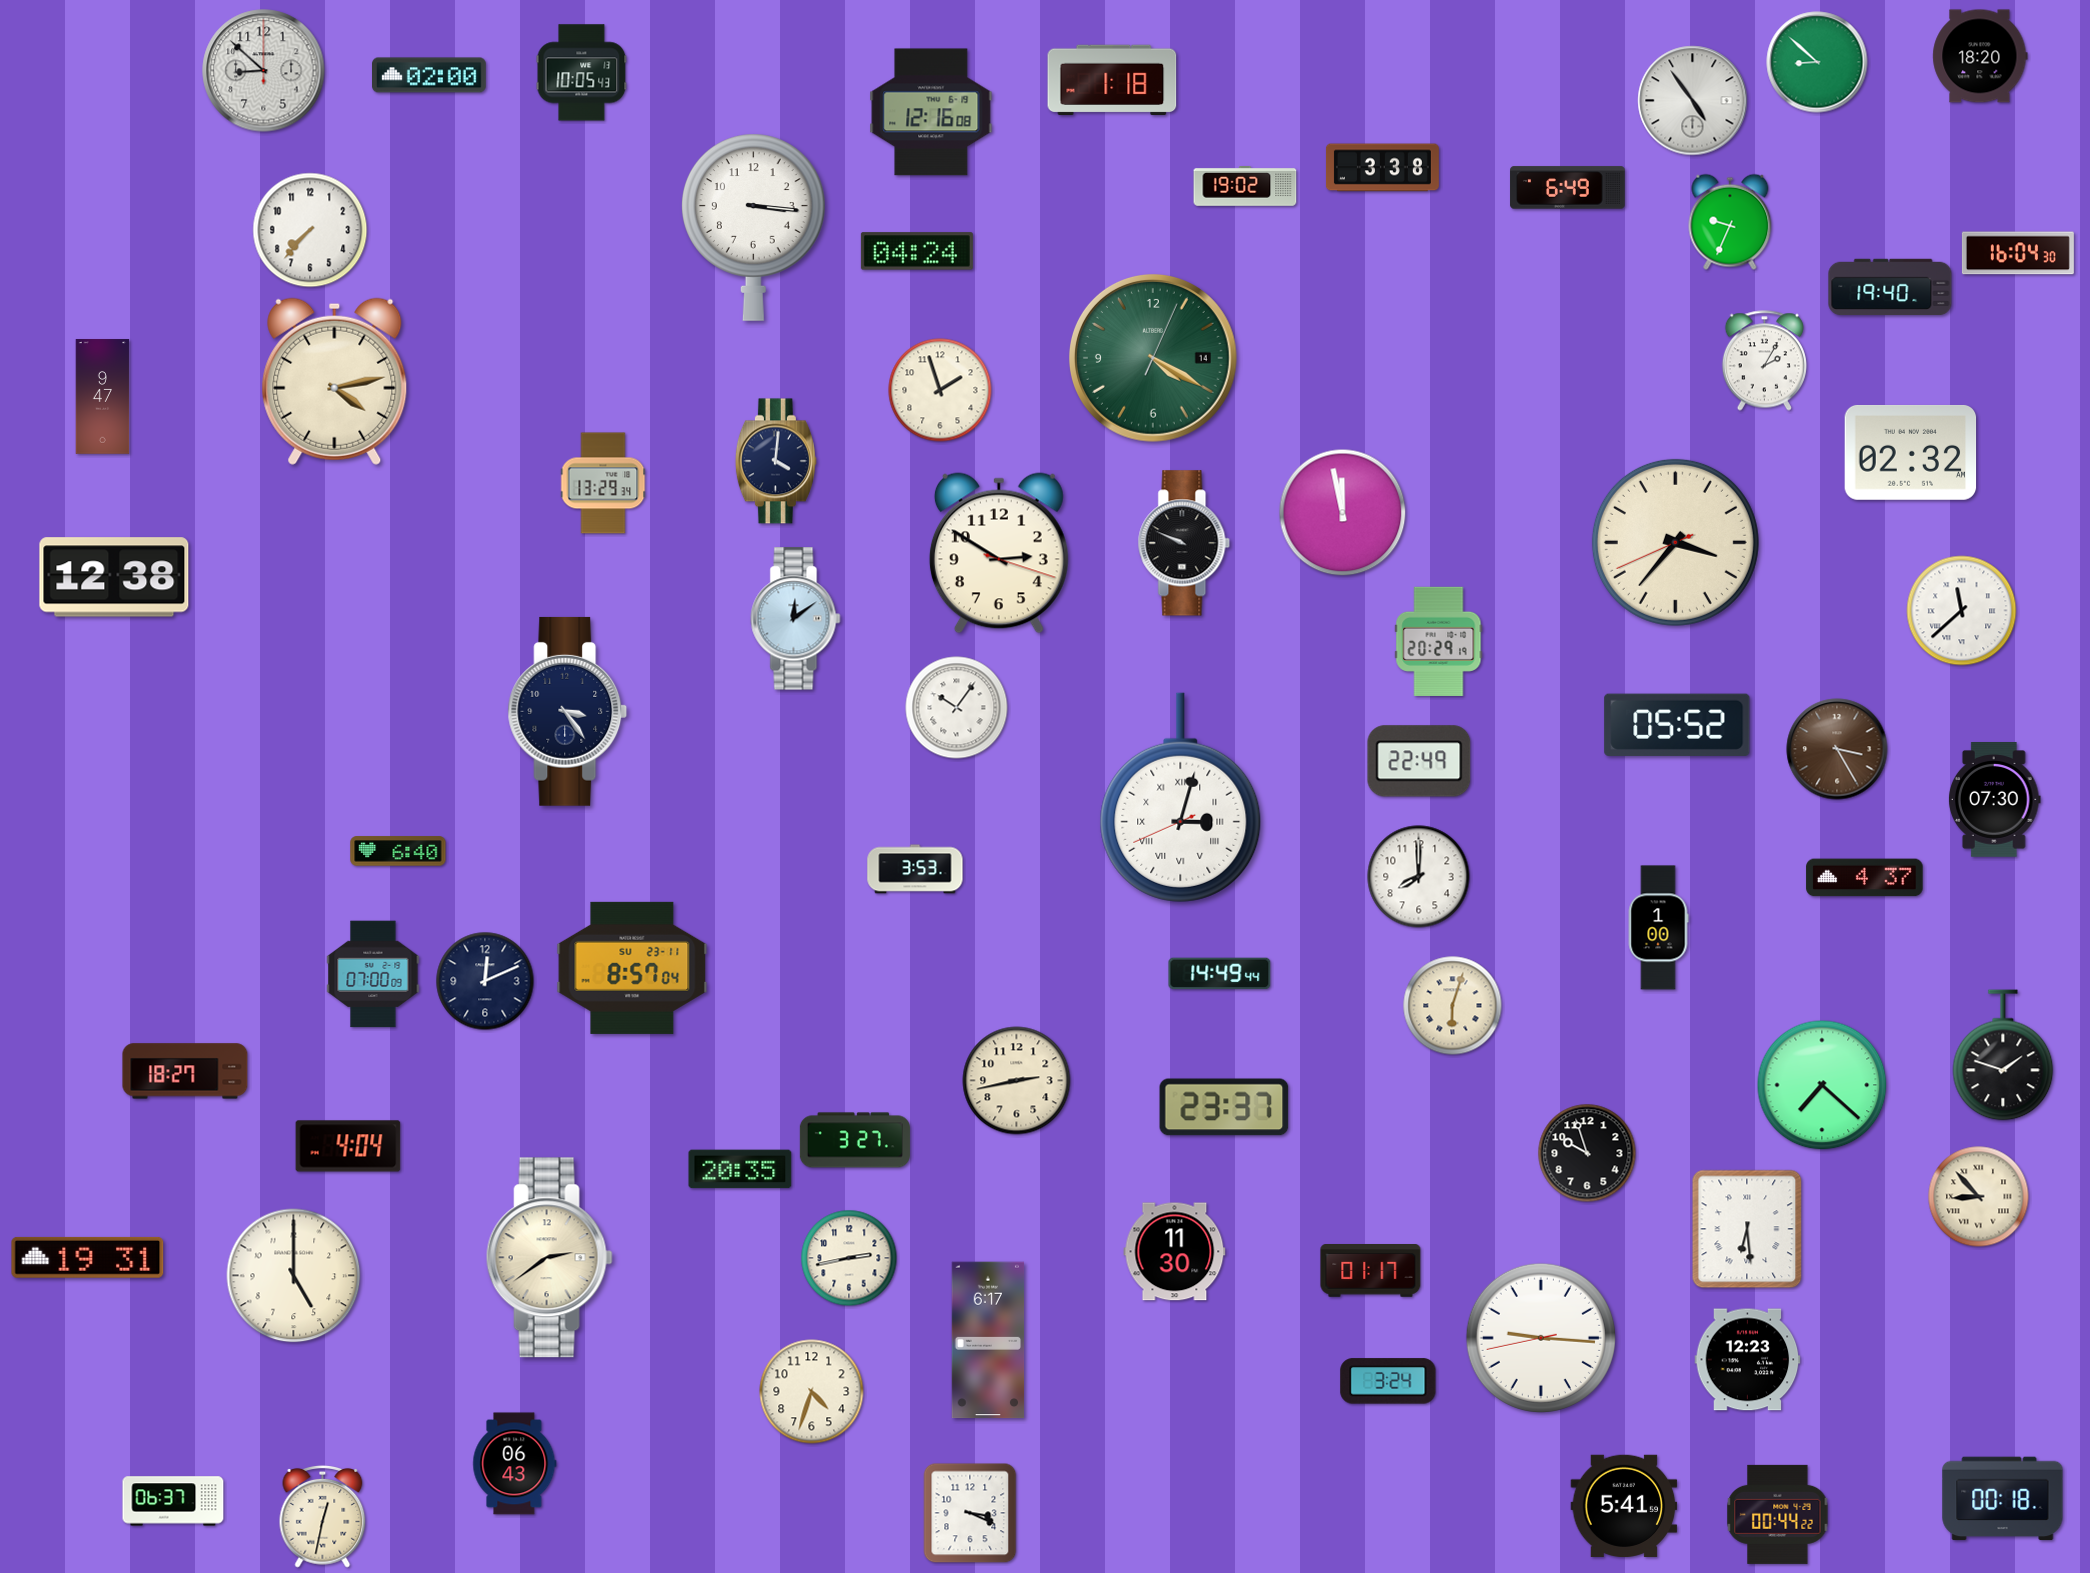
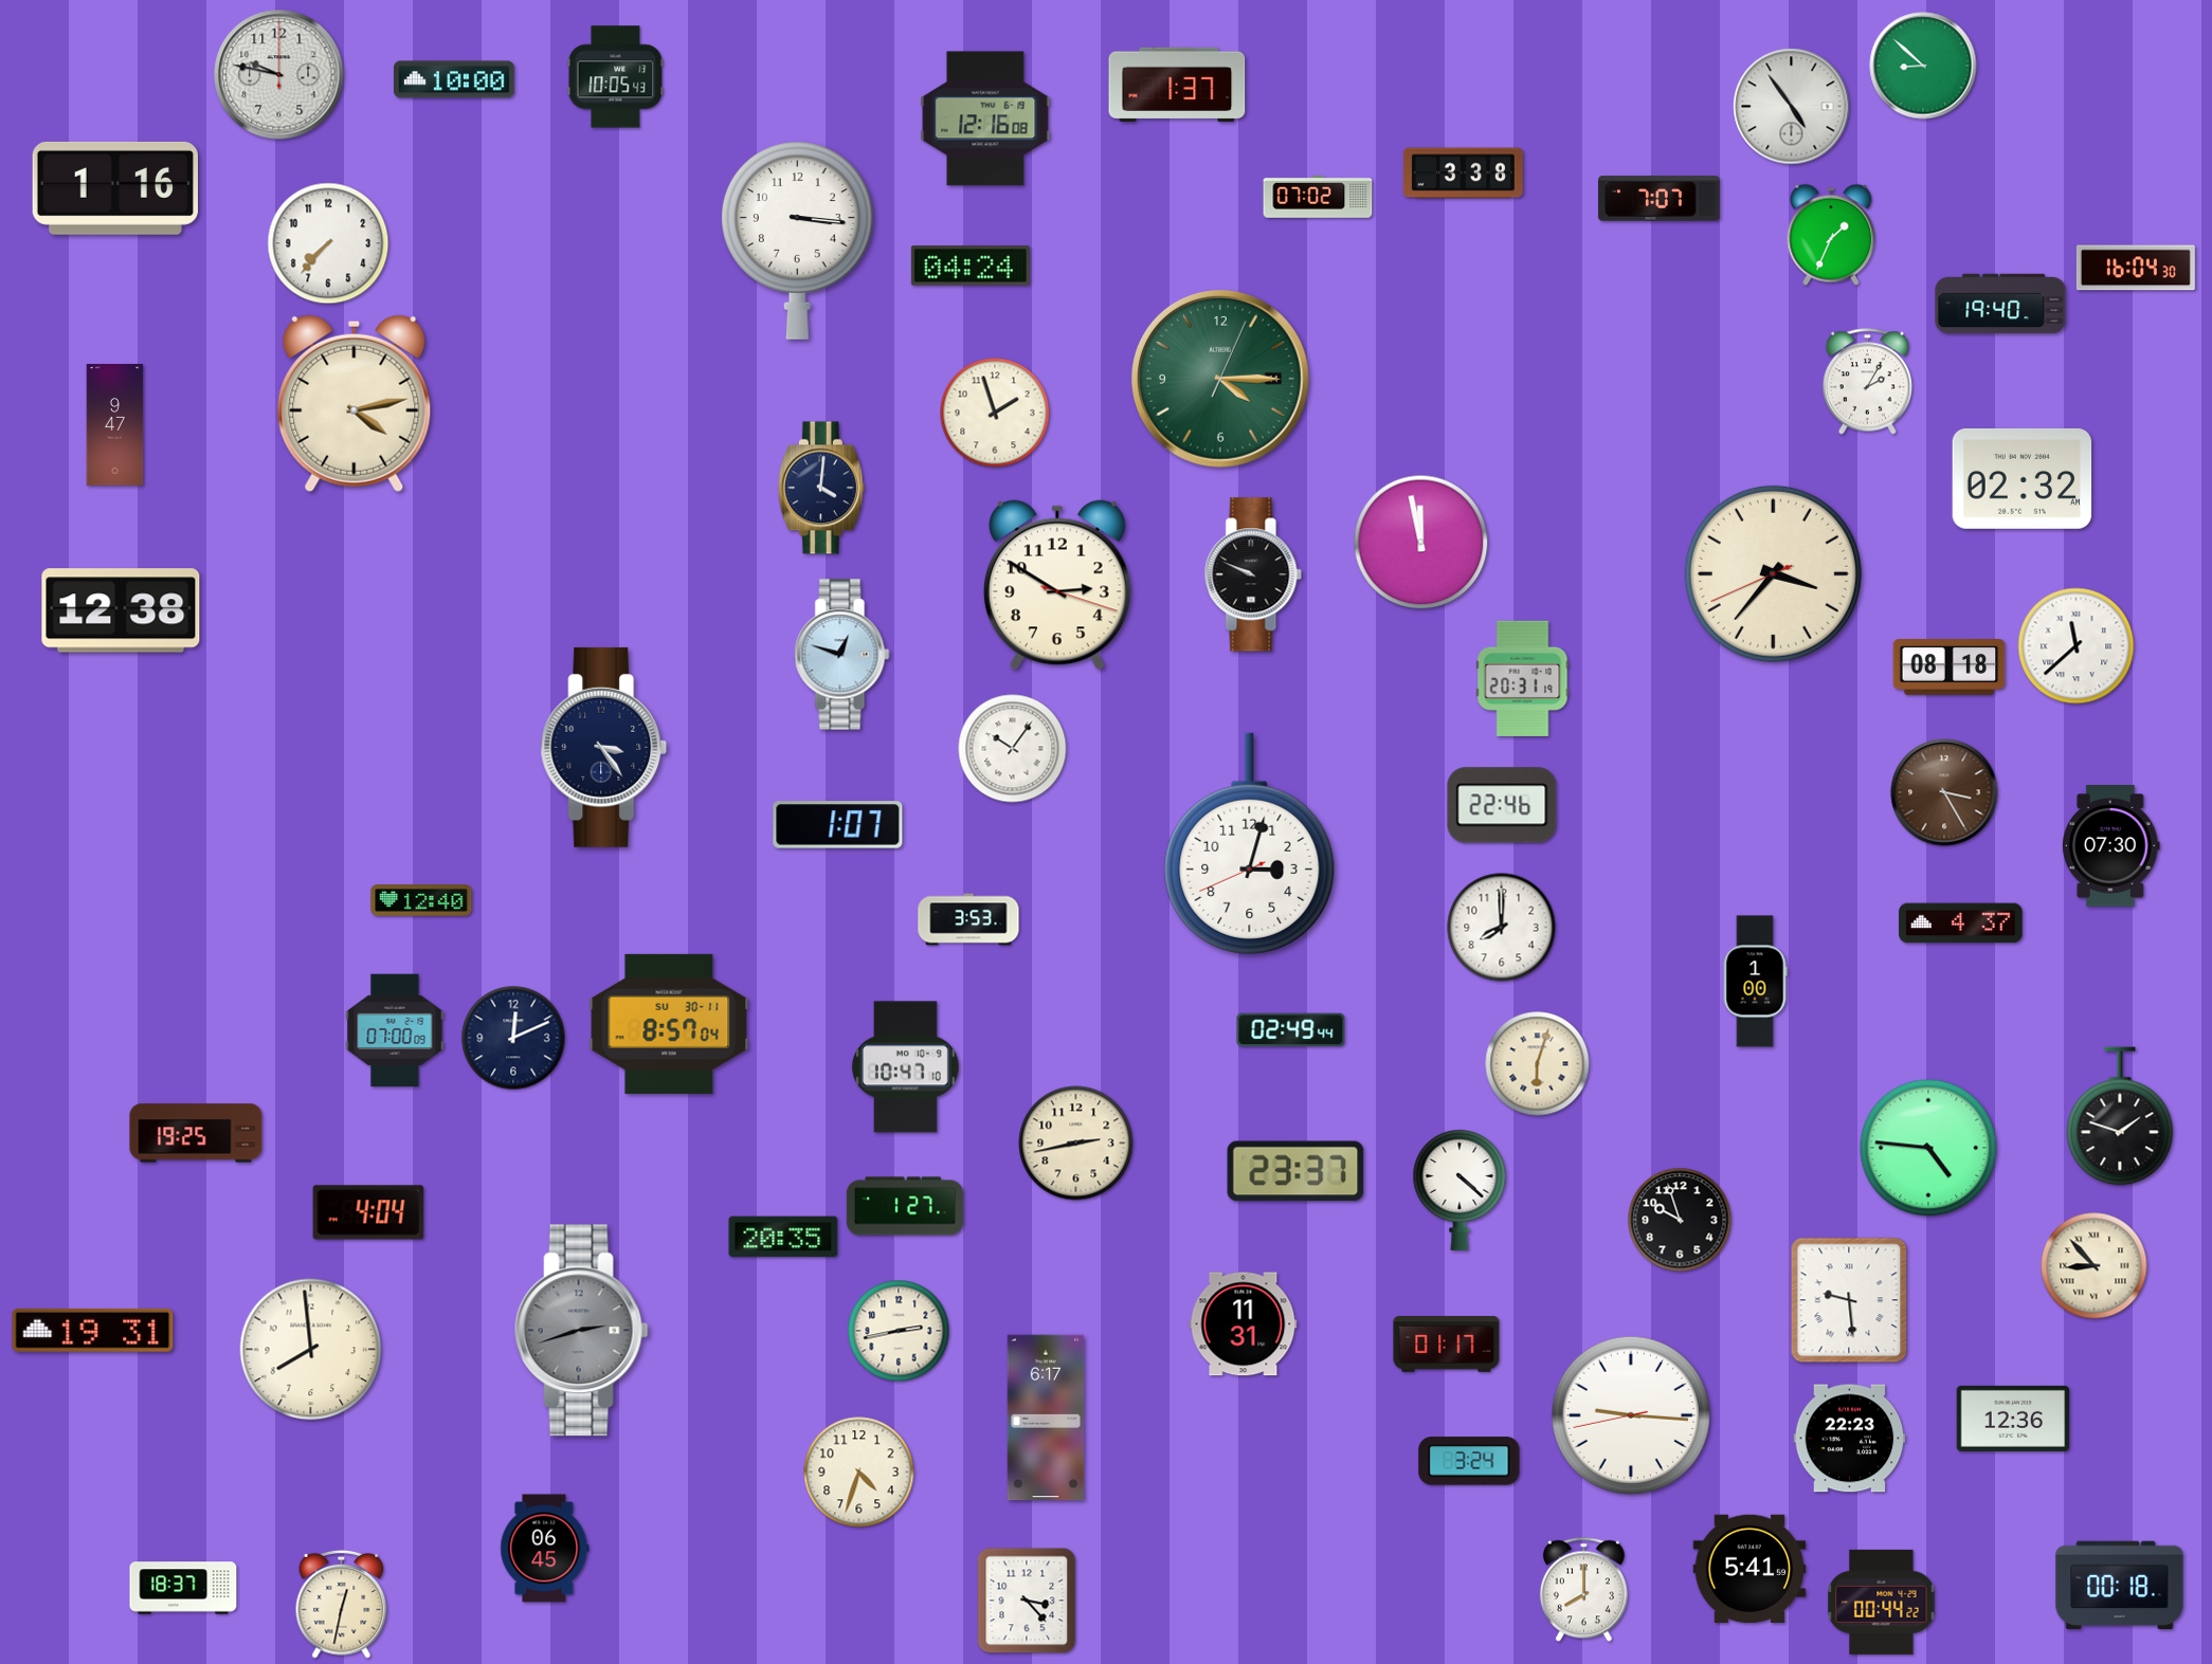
clock at (1980, 56): 18:20 -> none
clock at (264, 71): 8:52 -> 9:47
clock at (430, 75): 02:00 -> 10:00
clock at (1112, 80): 1:18 -> 1:37
clock at (1382, 168) position: (1382, 168) -> (1463, 173)
clock at (115, 188): none -> 1:16
clock at (1245, 187): 19:02 -> 07:02
clock at (1568, 188): 6:49 -> 7:07
clock at (1730, 222): 9:34 -> 1:34
clock at (1153, 358): 4:20 -> 4:15
clock at (103, 397) position: (103, 397) -> (115, 425)
clock at (603, 483): 13:29 -> none
clock at (796, 619): 12:09 -> 12:48
clock at (1950, 668): none -> 08:18
clock at (1439, 641): 20:29 -> 20:31
clock at (568, 711) position: (568, 711) -> (604, 747)
clock at (1677, 725): 05:52 -> none
clock at (1419, 761): 22:49 -> 22:46
clock at (838, 825): none -> 1:07
clock at (1181, 797) numerals: Roman -> Arabic
clock at (398, 851): 6:40 -> 12:40
clock at (1865, 878) position: (1865, 878) -> (1961, 924)
clock at (632, 968) date: SU 23-11 -> SU 30-11
clock at (1220, 974): 14:49 -> 02:49
clock at (905, 1067): none -> 10:47
clock at (185, 1071): 18:27 -> 19:25
clock at (1822, 1085): 7:22 -> 4:46
clock at (1459, 1190): none -> 4:22
clock at (855, 1140): 3:27 -> 1:27
clock at (1747, 1229): 6:29 -> 9:29
clock at (1175, 1252): 11:30 -> 11:31
clock at (549, 1258): 2:39 -> 2:42
clock at (549, 1258) dial: cream -> grey
clock at (1371, 1271) position: (1371, 1271) -> (1447, 1345)
clock at (294, 1276): 5:00 -> 7:59
clock at (2013, 1419): none -> 12:36
clock at (1748, 1360): 12:23 -> 22:23
clock at (515, 1464): 06:43 -> 06:45
clock at (173, 1501): 06:37 -> 18:37
clock at (1583, 1590): none -> 8:00
clock at (1624, 1506) position: (1624, 1506) -> (1749, 1569)
clock at (970, 1513): 3:19 -> 3:23
